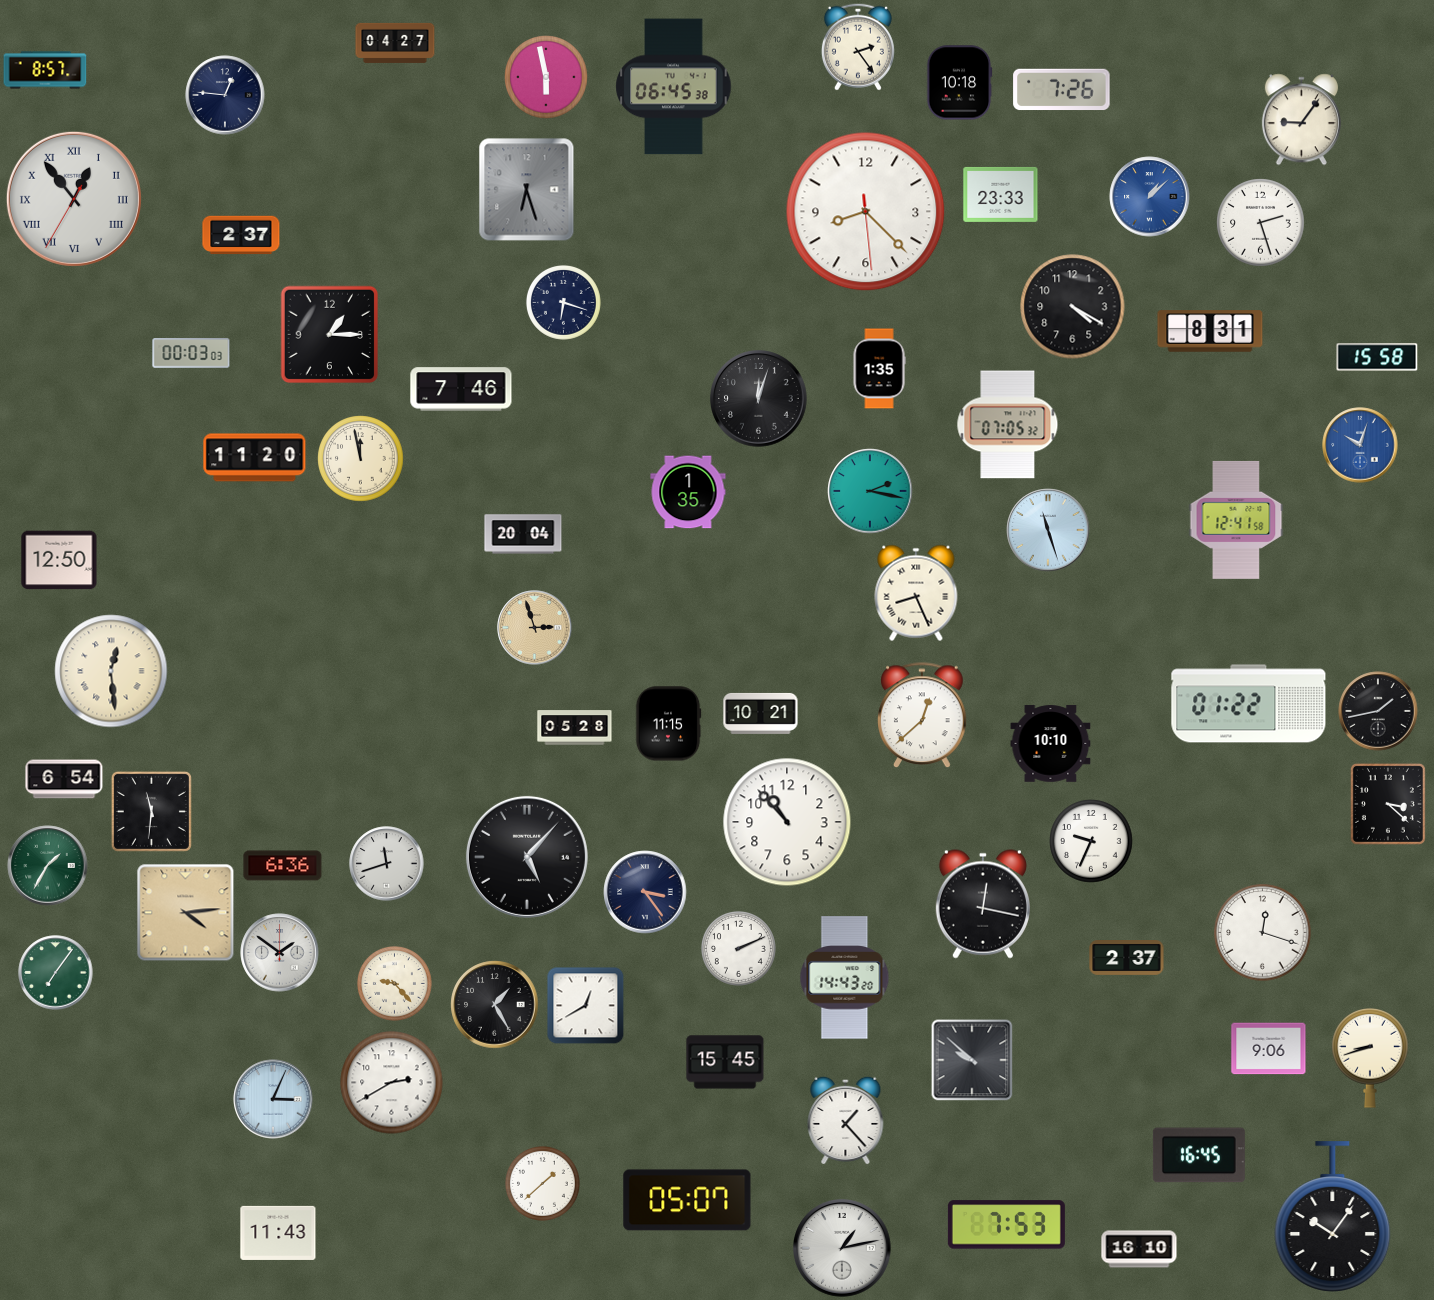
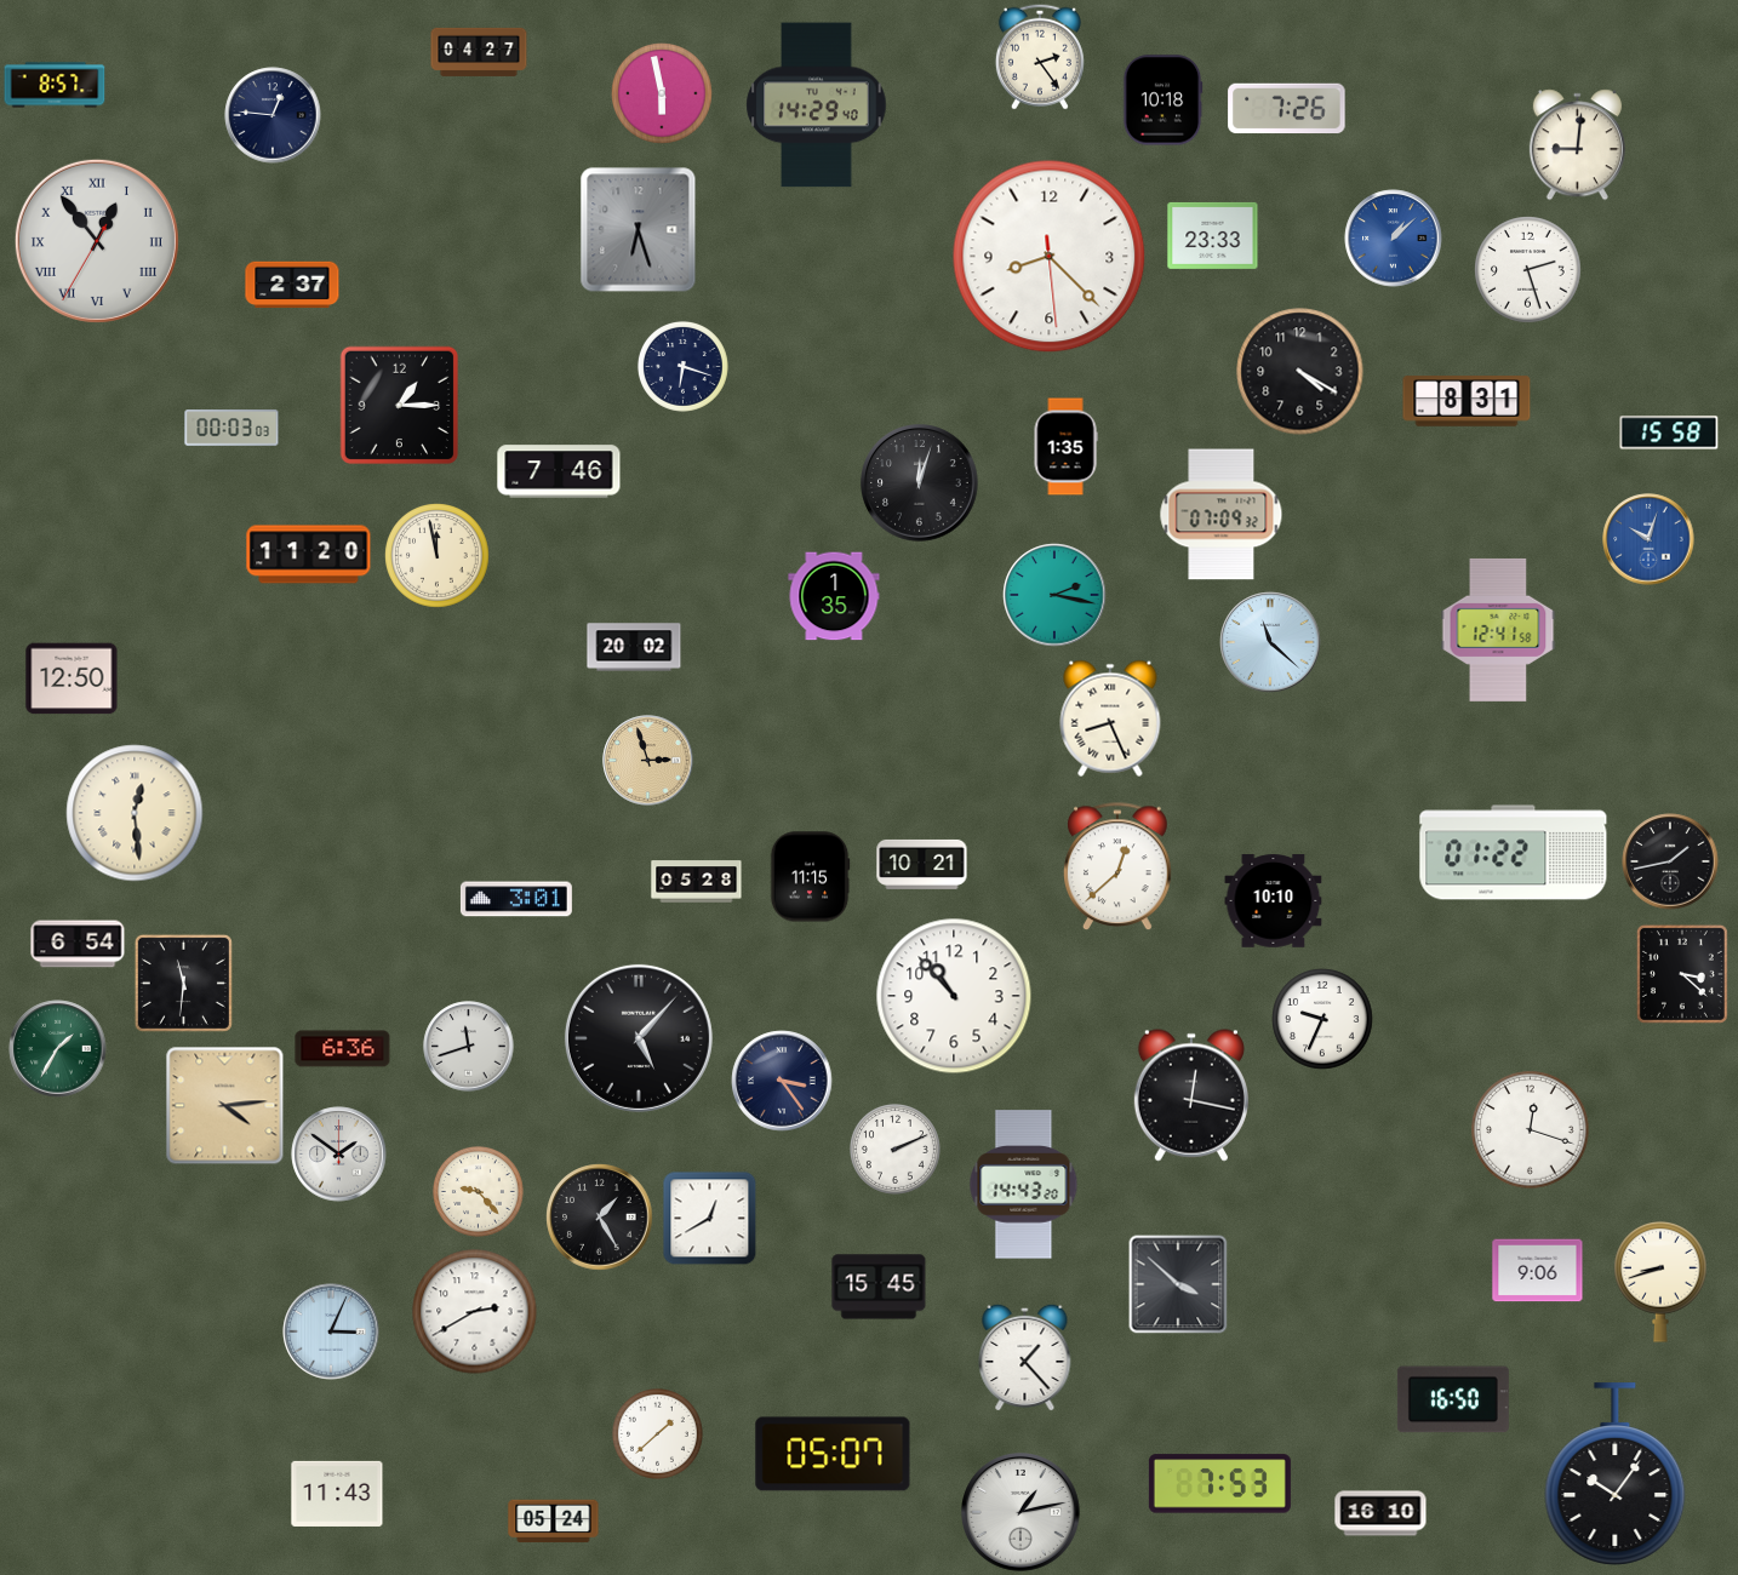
clock at (674, 87): 06:45 -> 14:29
clock at (1301, 120): 9:06 -> 9:01
clock at (74, 199) position: (74, 199) -> (97, 241)
clock at (1008, 425): 07:05 -> 07:09
clock at (1048, 530): 11:27 -> 11:22
clock at (523, 534): 20:04 -> 20:02
clock at (516, 899): none -> 3:01
clock at (1127, 958): 2:37 -> none
clock at (56, 973): 7:06 -> none
clock at (972, 1060): 9:52 -> 3:52
clock at (1199, 1155): 16:45 -> 16:50
clock at (554, 1522): none -> 05:24
